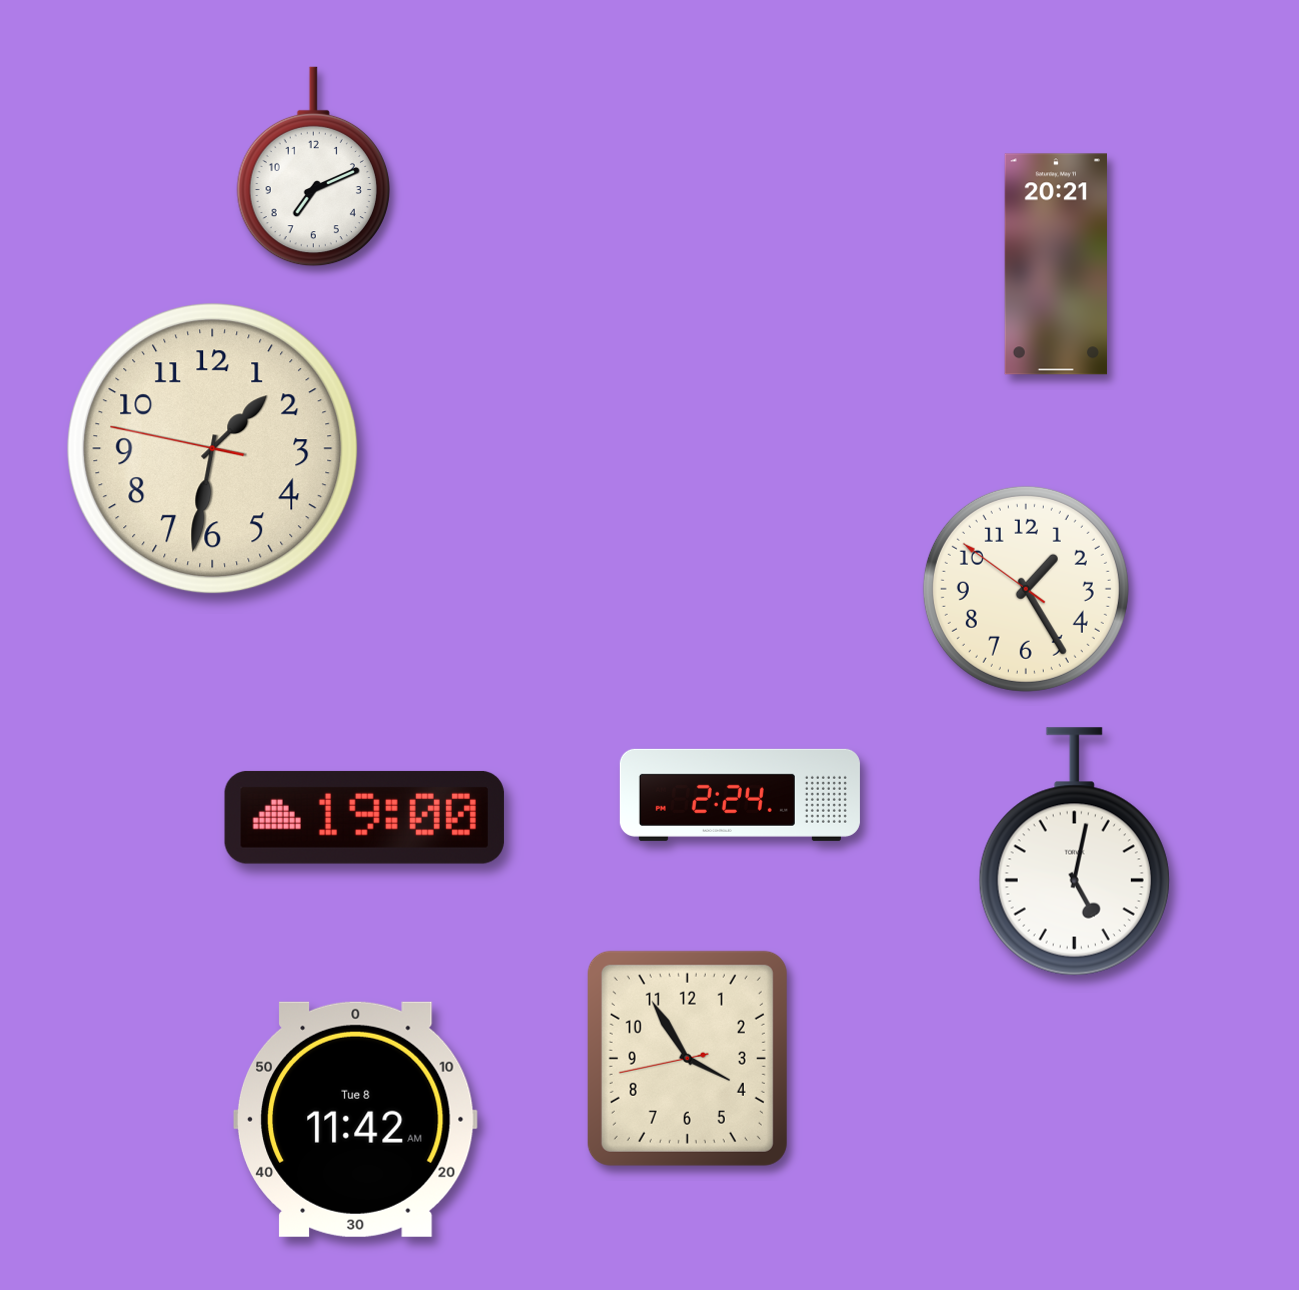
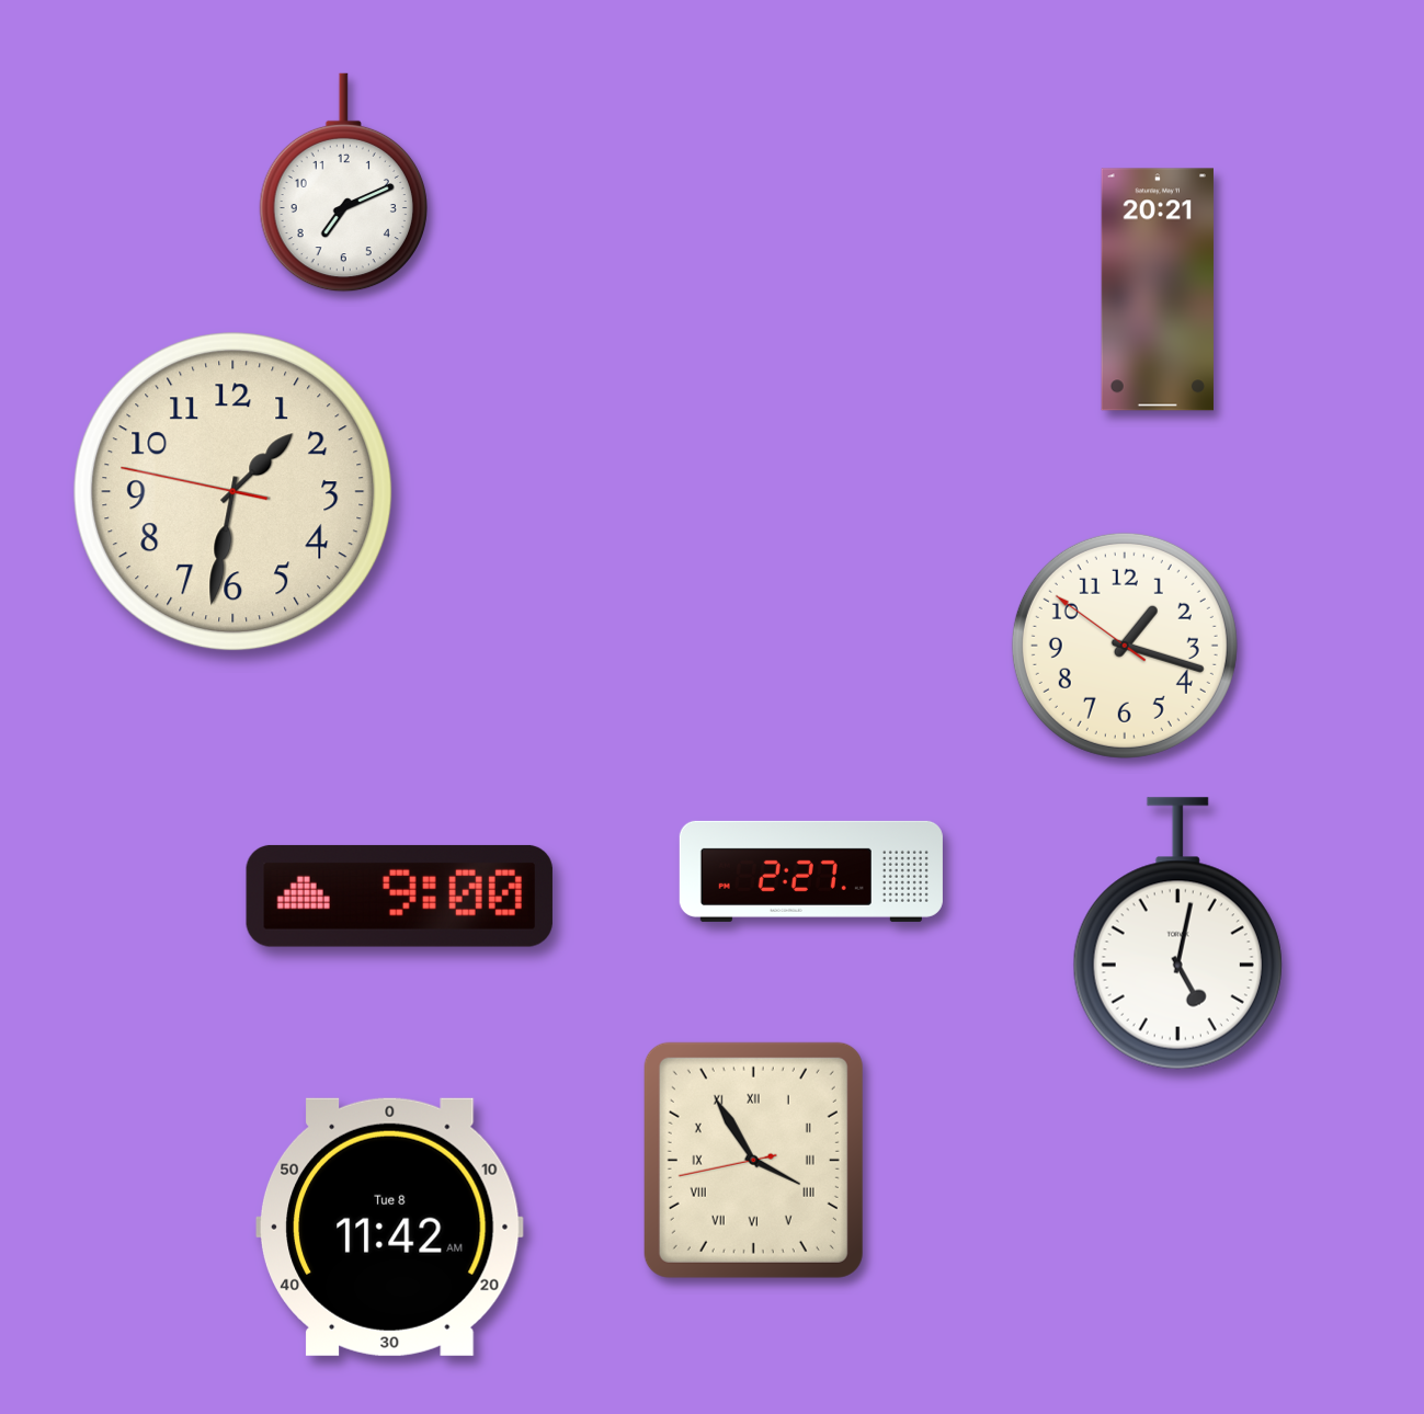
clock at (1026, 589): 1:24 -> 1:17
clock at (740, 795): 2:24 -> 2:27
clock at (364, 817): 19:00 -> 9:00
clock at (687, 1058) numerals: Arabic -> Roman
